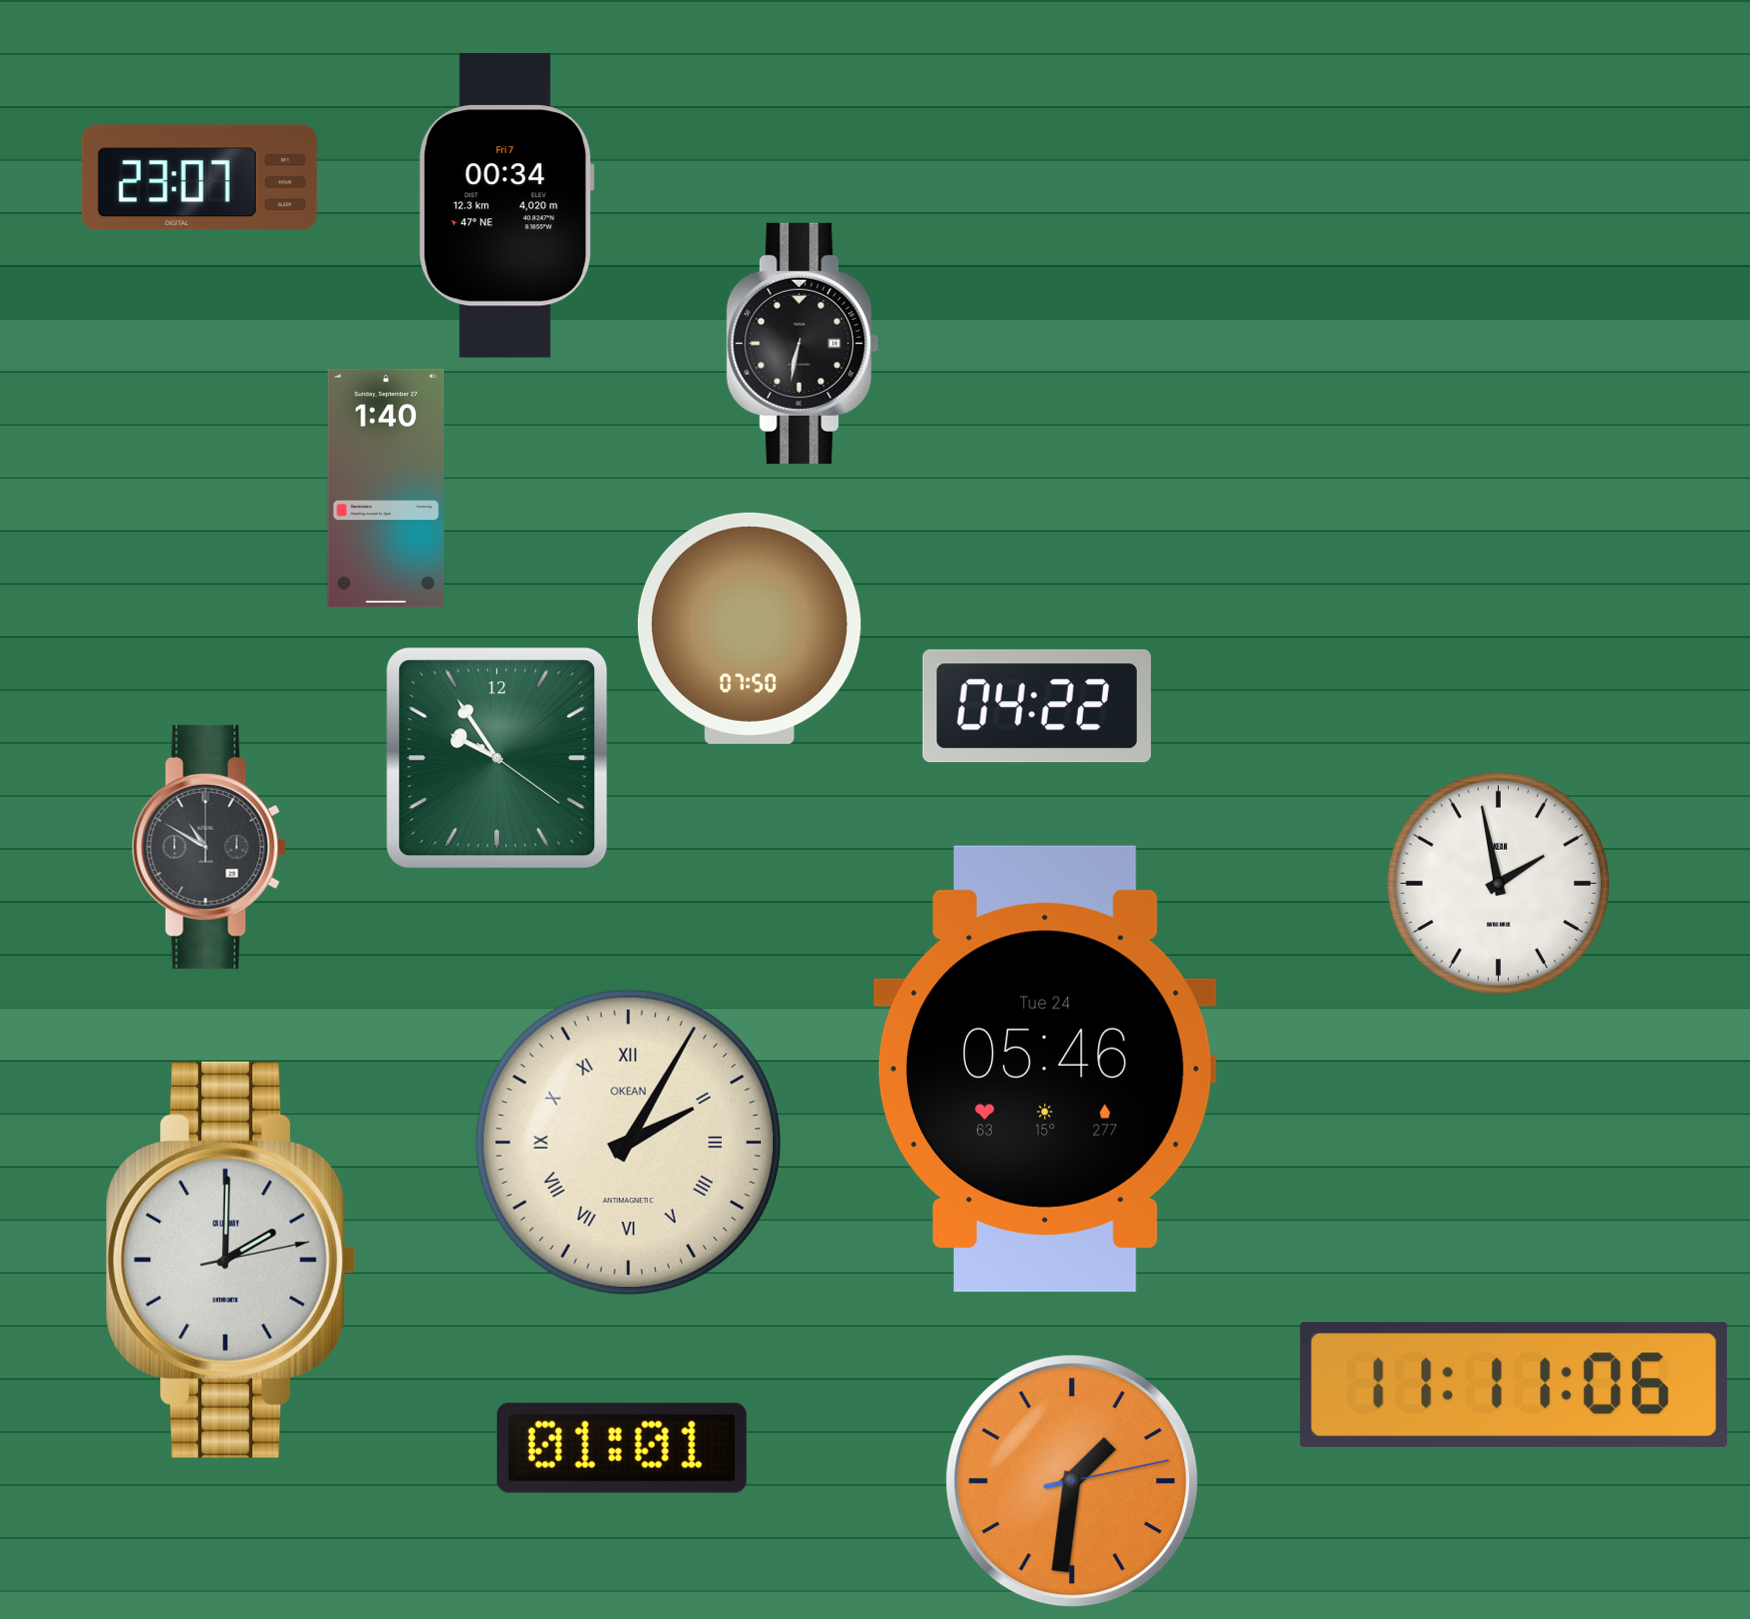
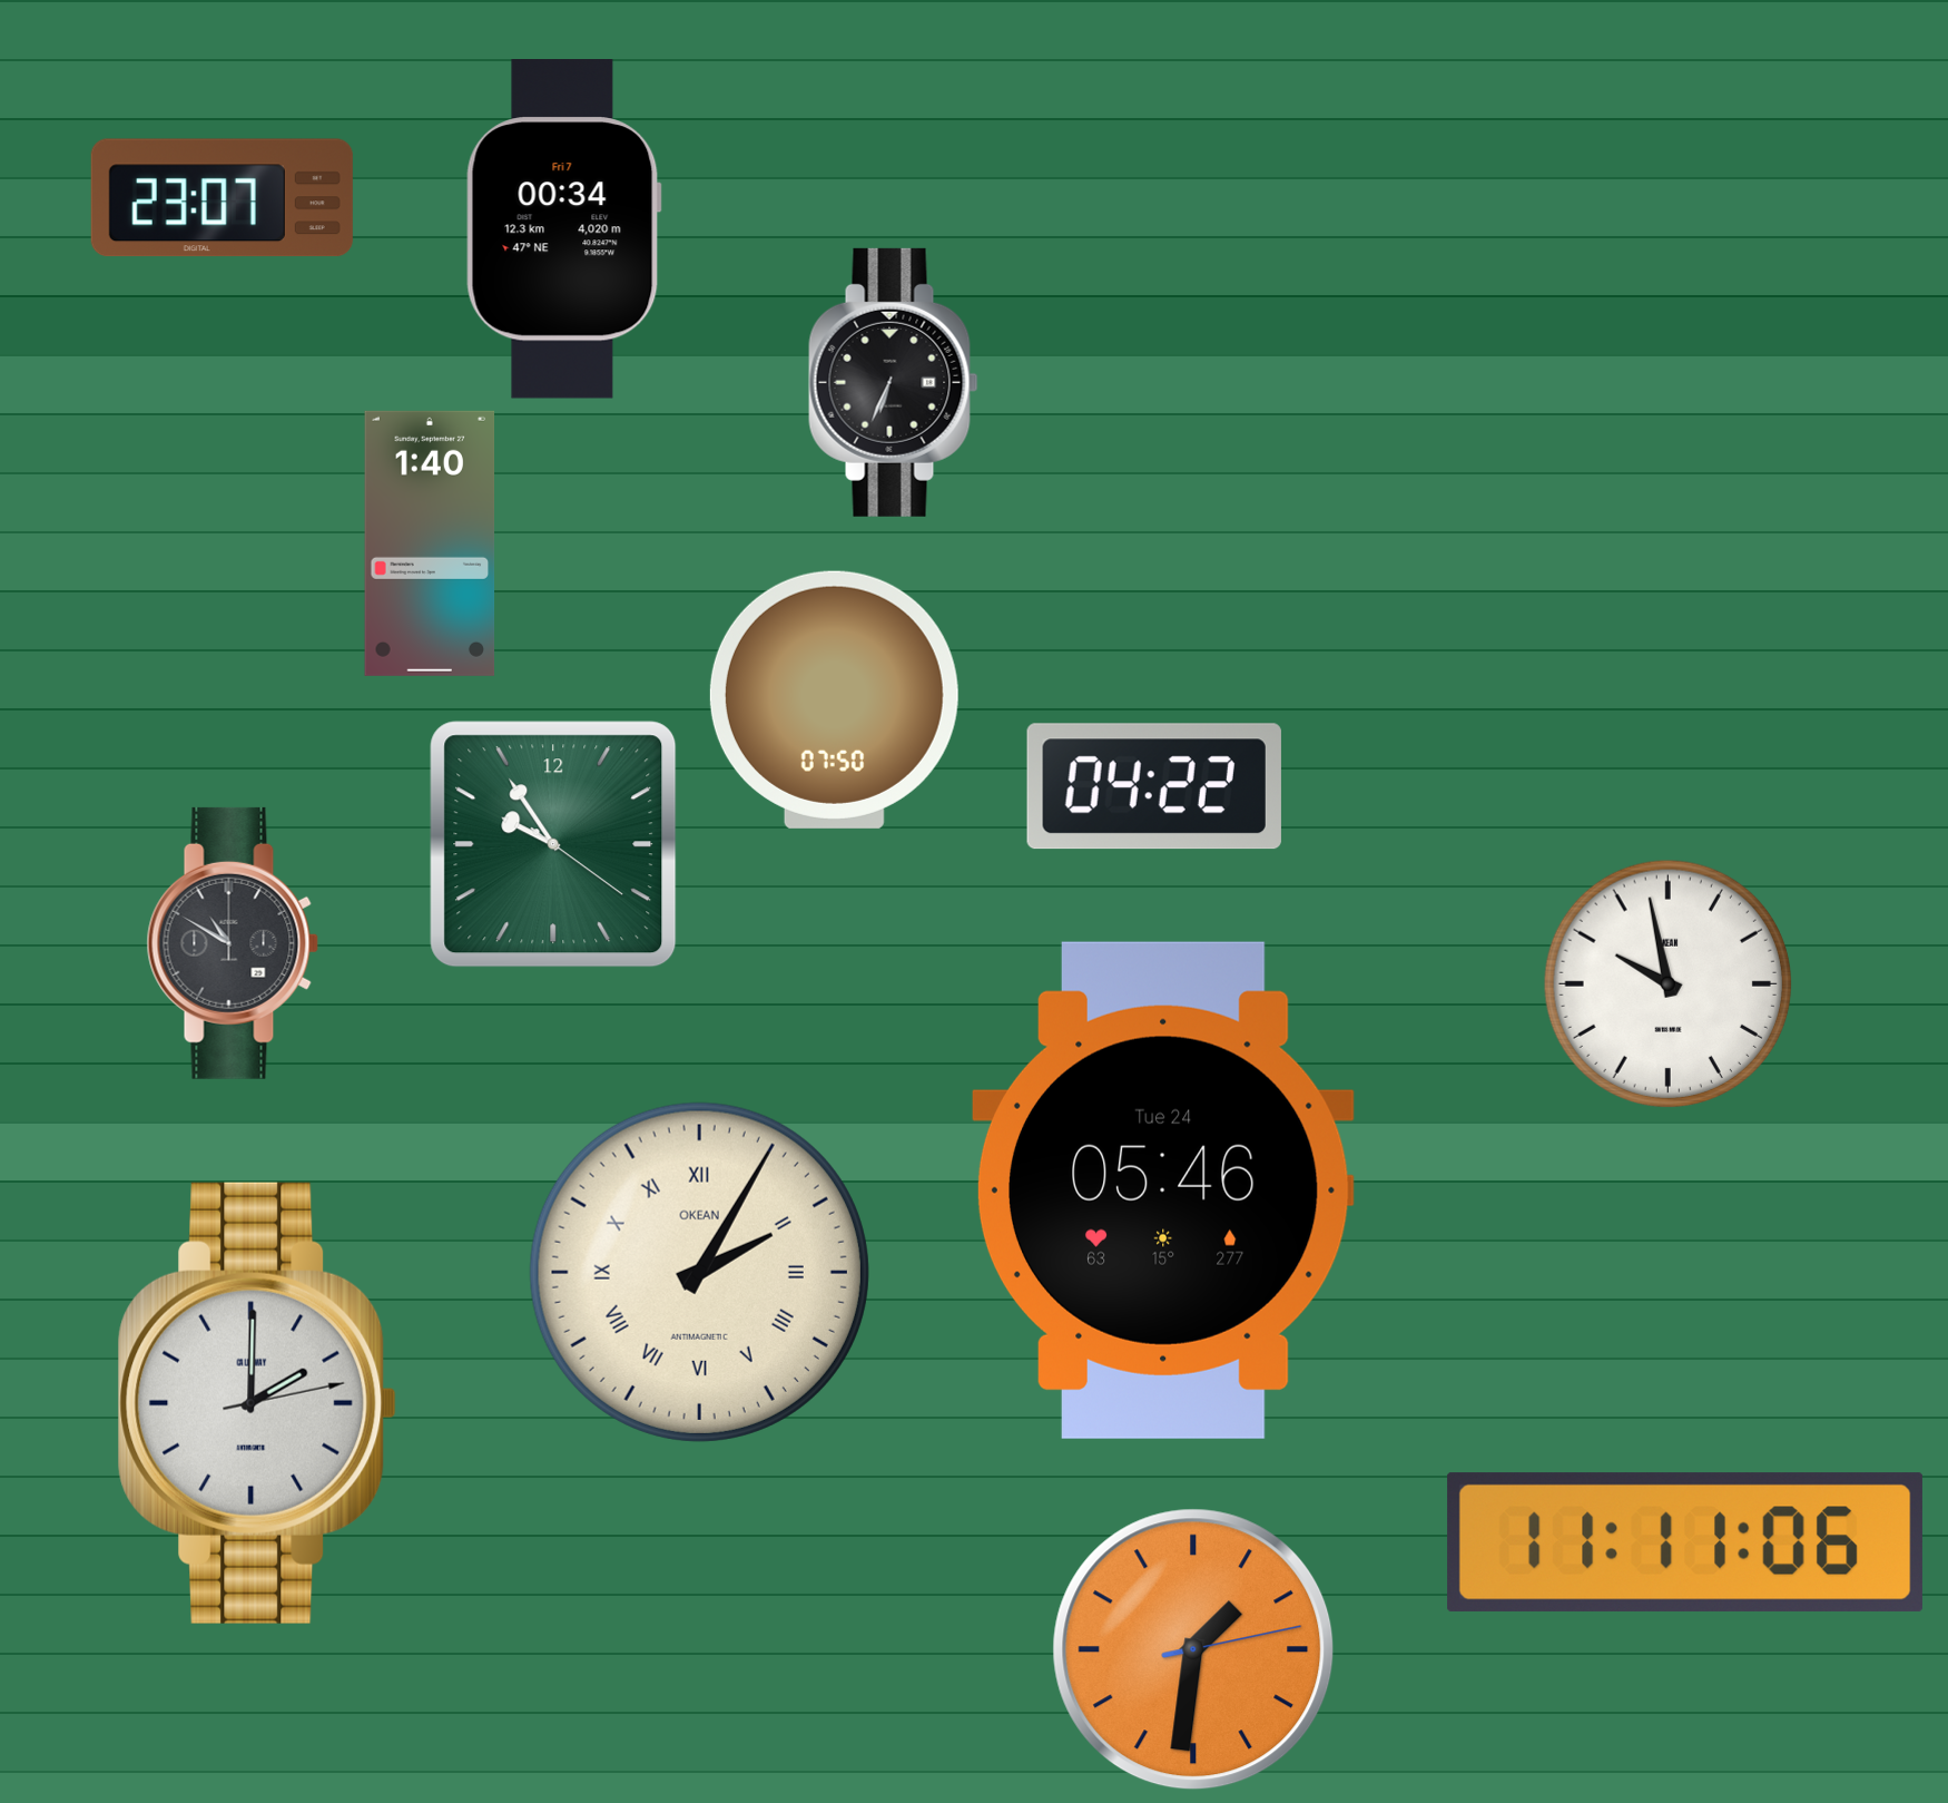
clock at (803, 343): 6:32 -> 6:34
clock at (1498, 883): 1:58 -> 9:58
clock at (622, 1448): 01:01 -> none
